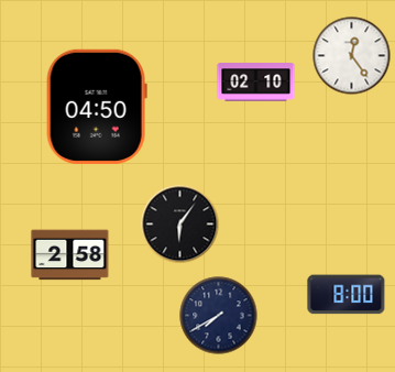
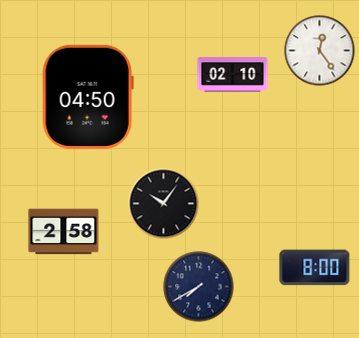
clock at (180, 225): 6:06 -> 10:06
